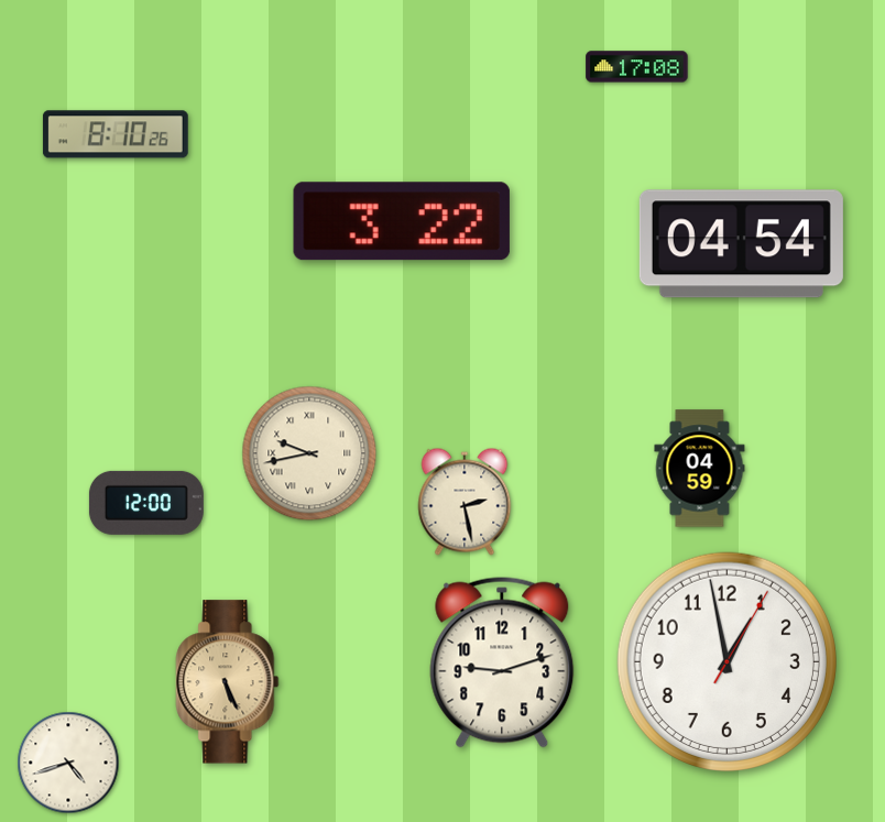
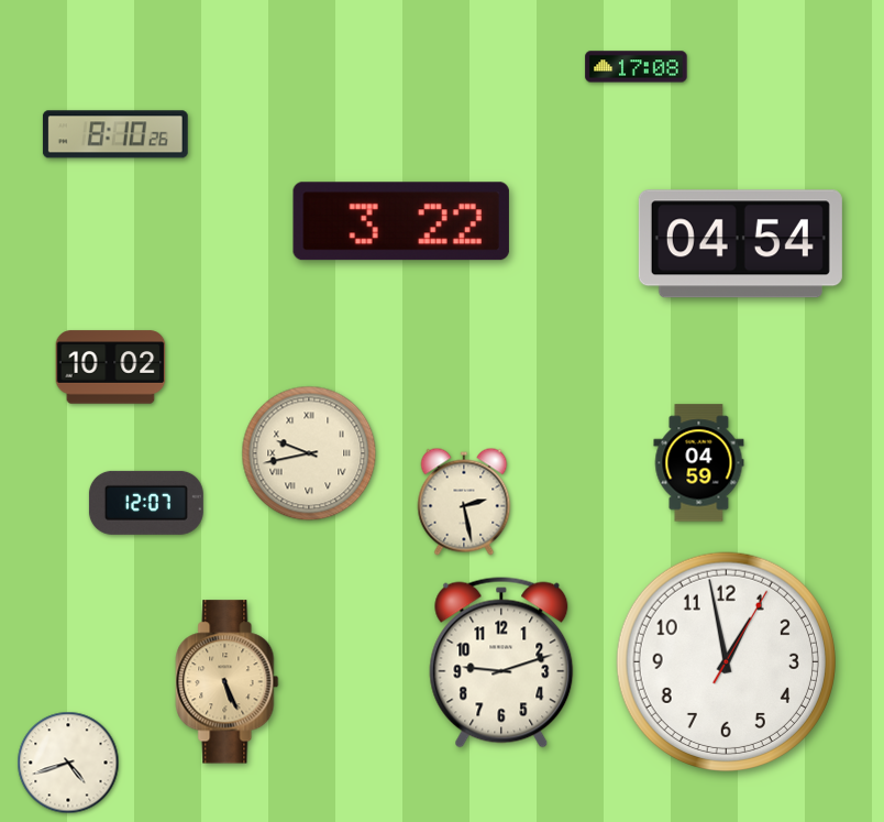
clock at (111, 368): none -> 10:02
clock at (700, 469) position: (700, 469) -> (699, 463)
clock at (146, 503): 12:00 -> 12:07
